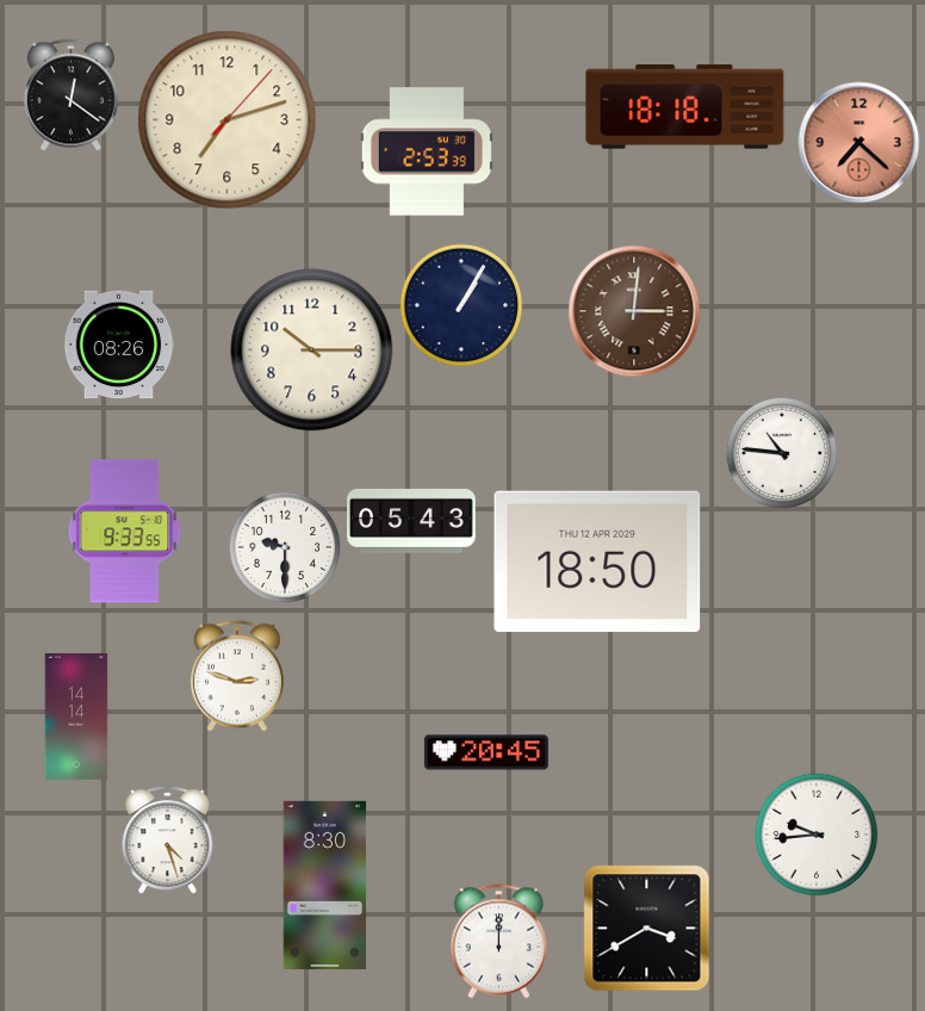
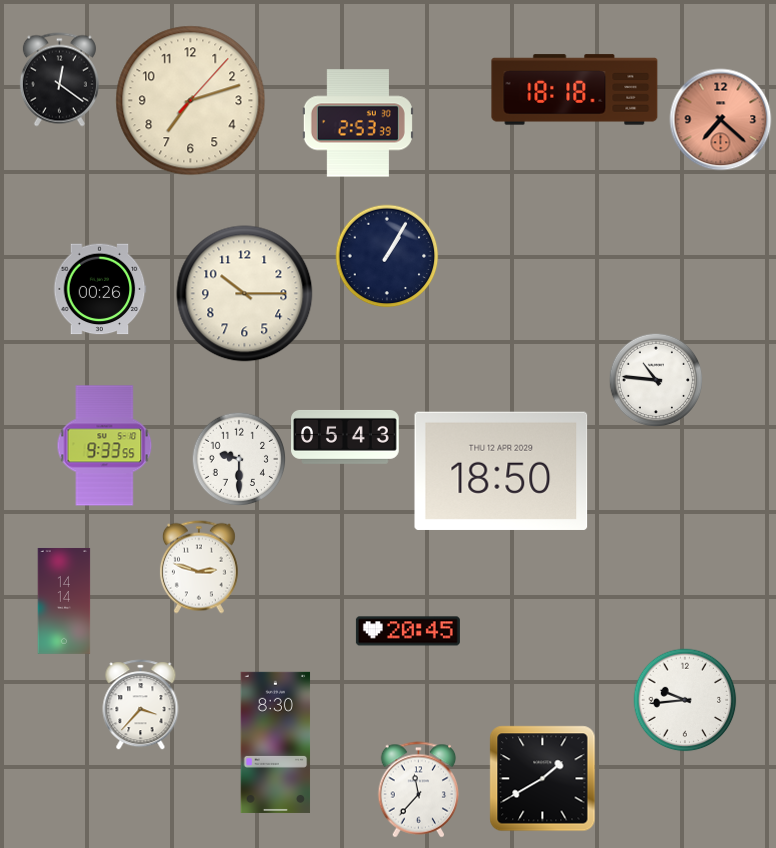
clock at (427, 151) position: (427, 151) -> (358, 123)
clock at (634, 311): 3:01 -> none
clock at (119, 345): 08:26 -> 00:26
clock at (312, 351) position: (312, 351) -> (245, 294)
clock at (168, 841): 4:27 -> 3:37
clock at (325, 885) position: (325, 885) -> (276, 742)
clock at (647, 929): 3:40 -> 1:40
clock at (499, 942): 12:00 -> 11:37
